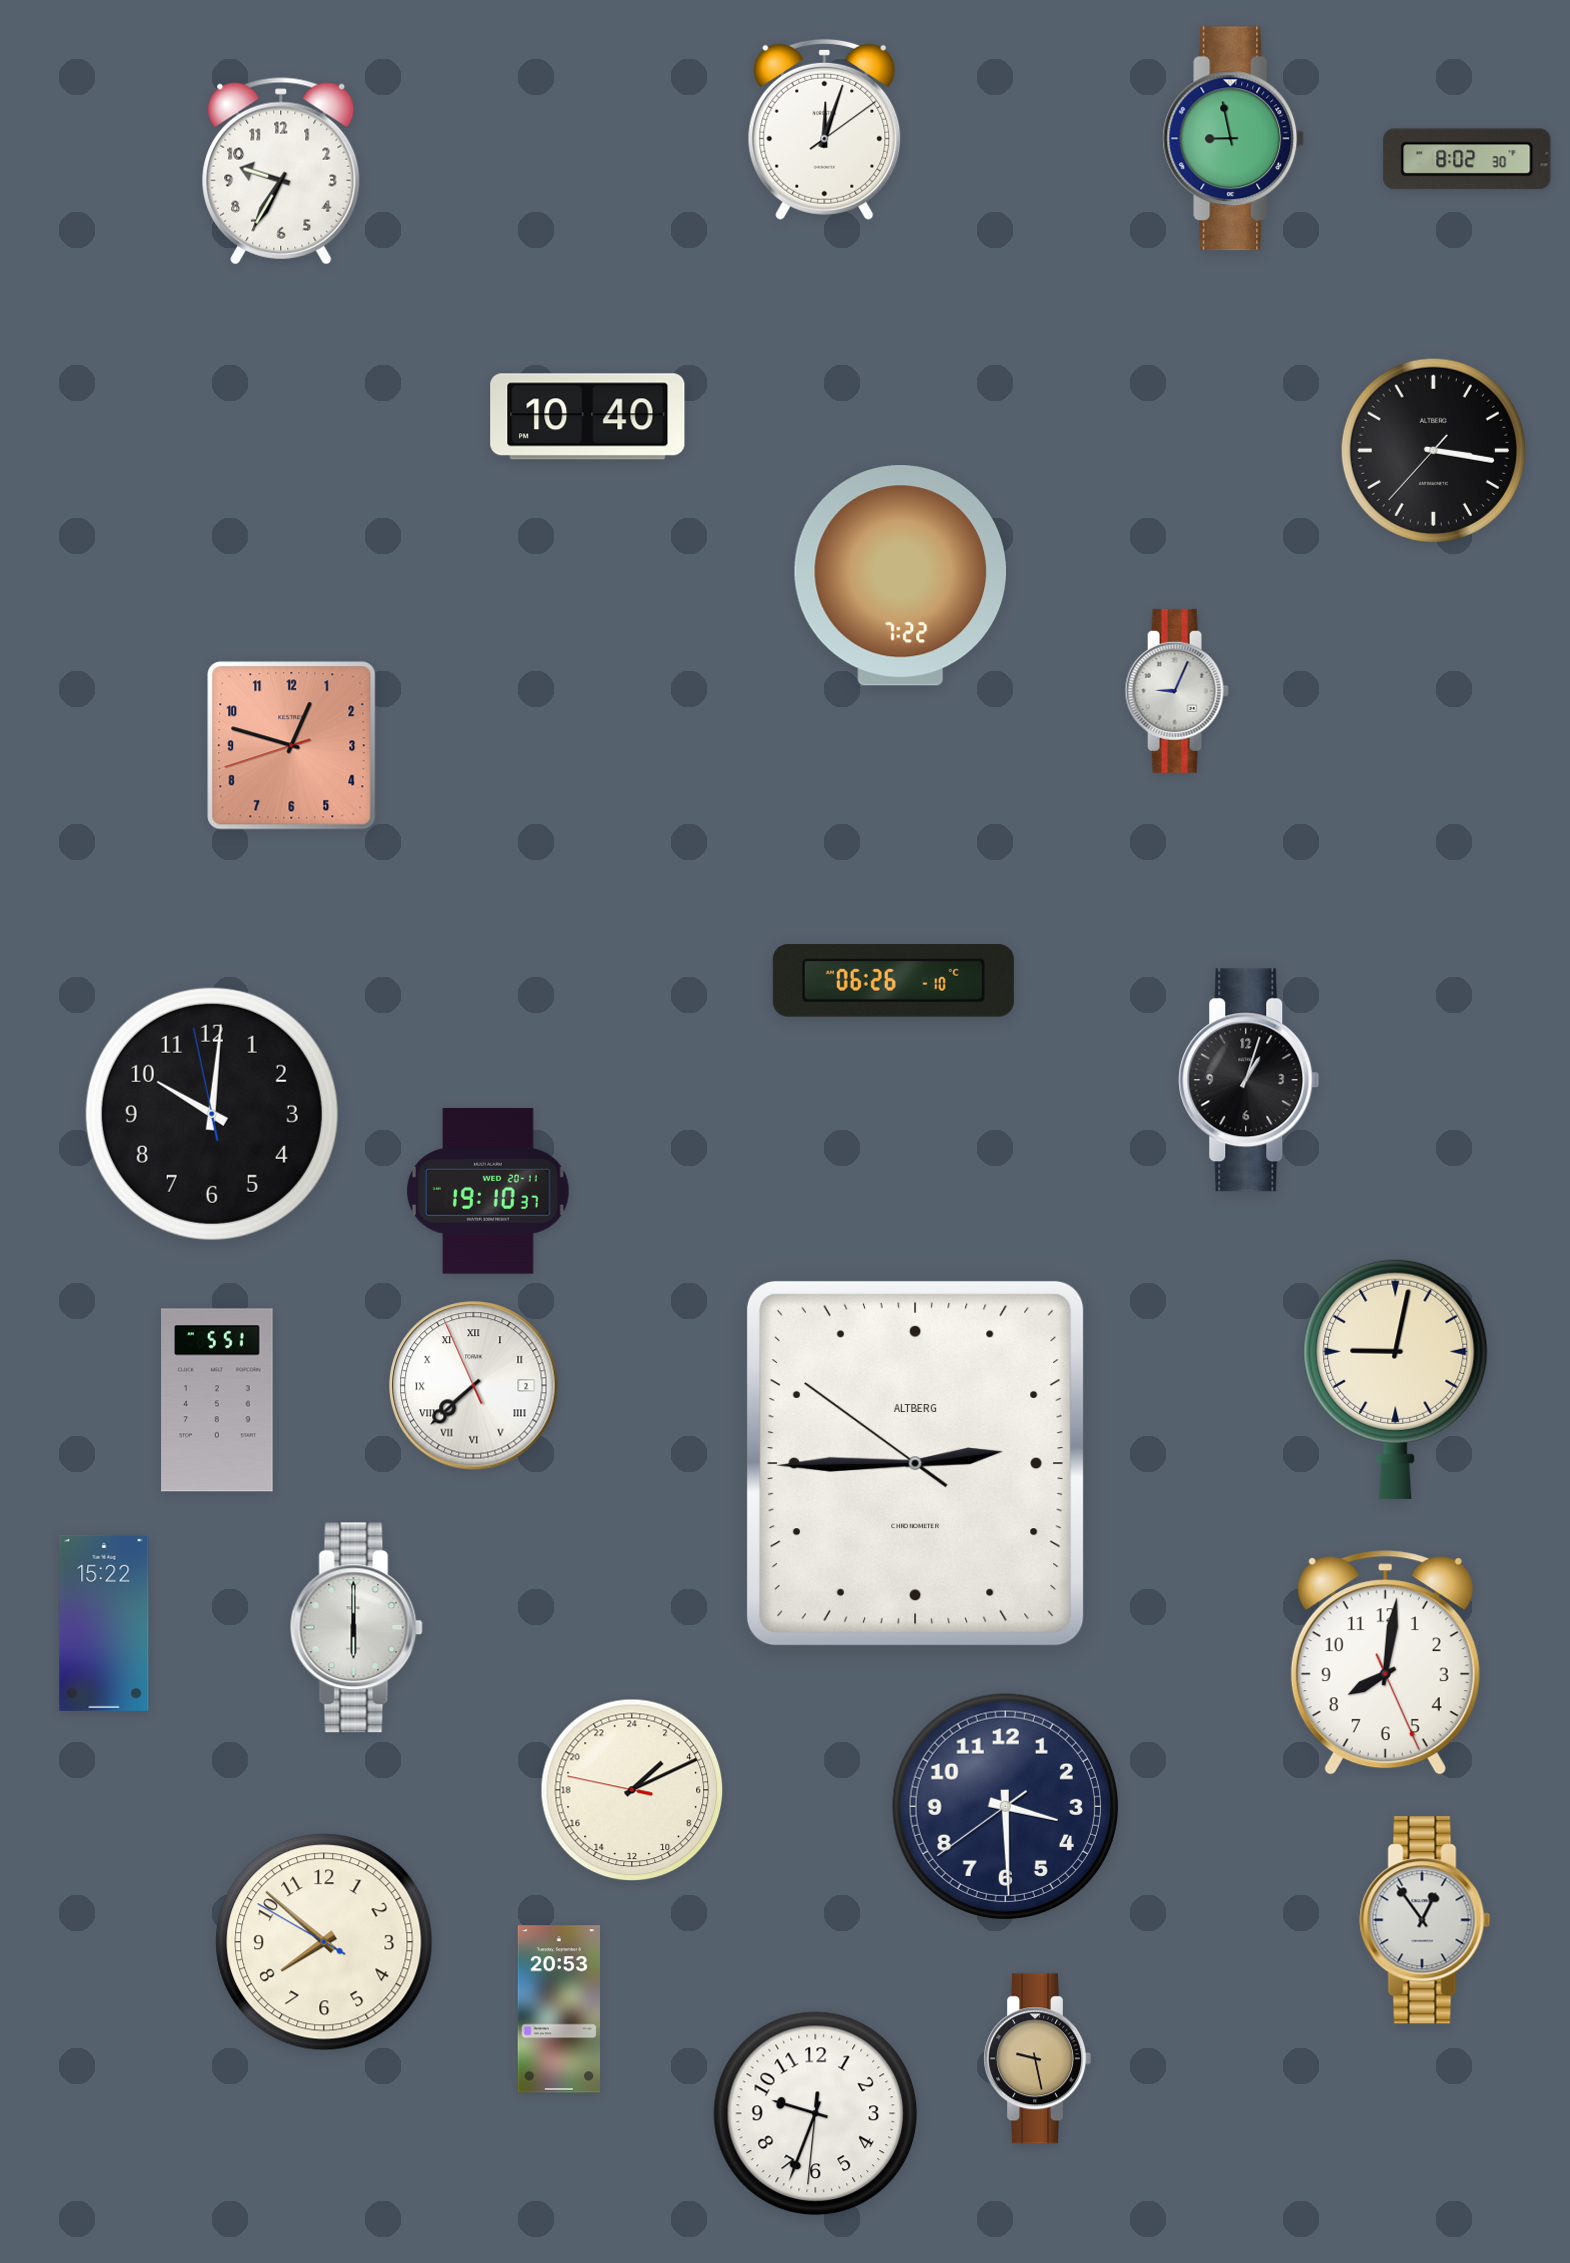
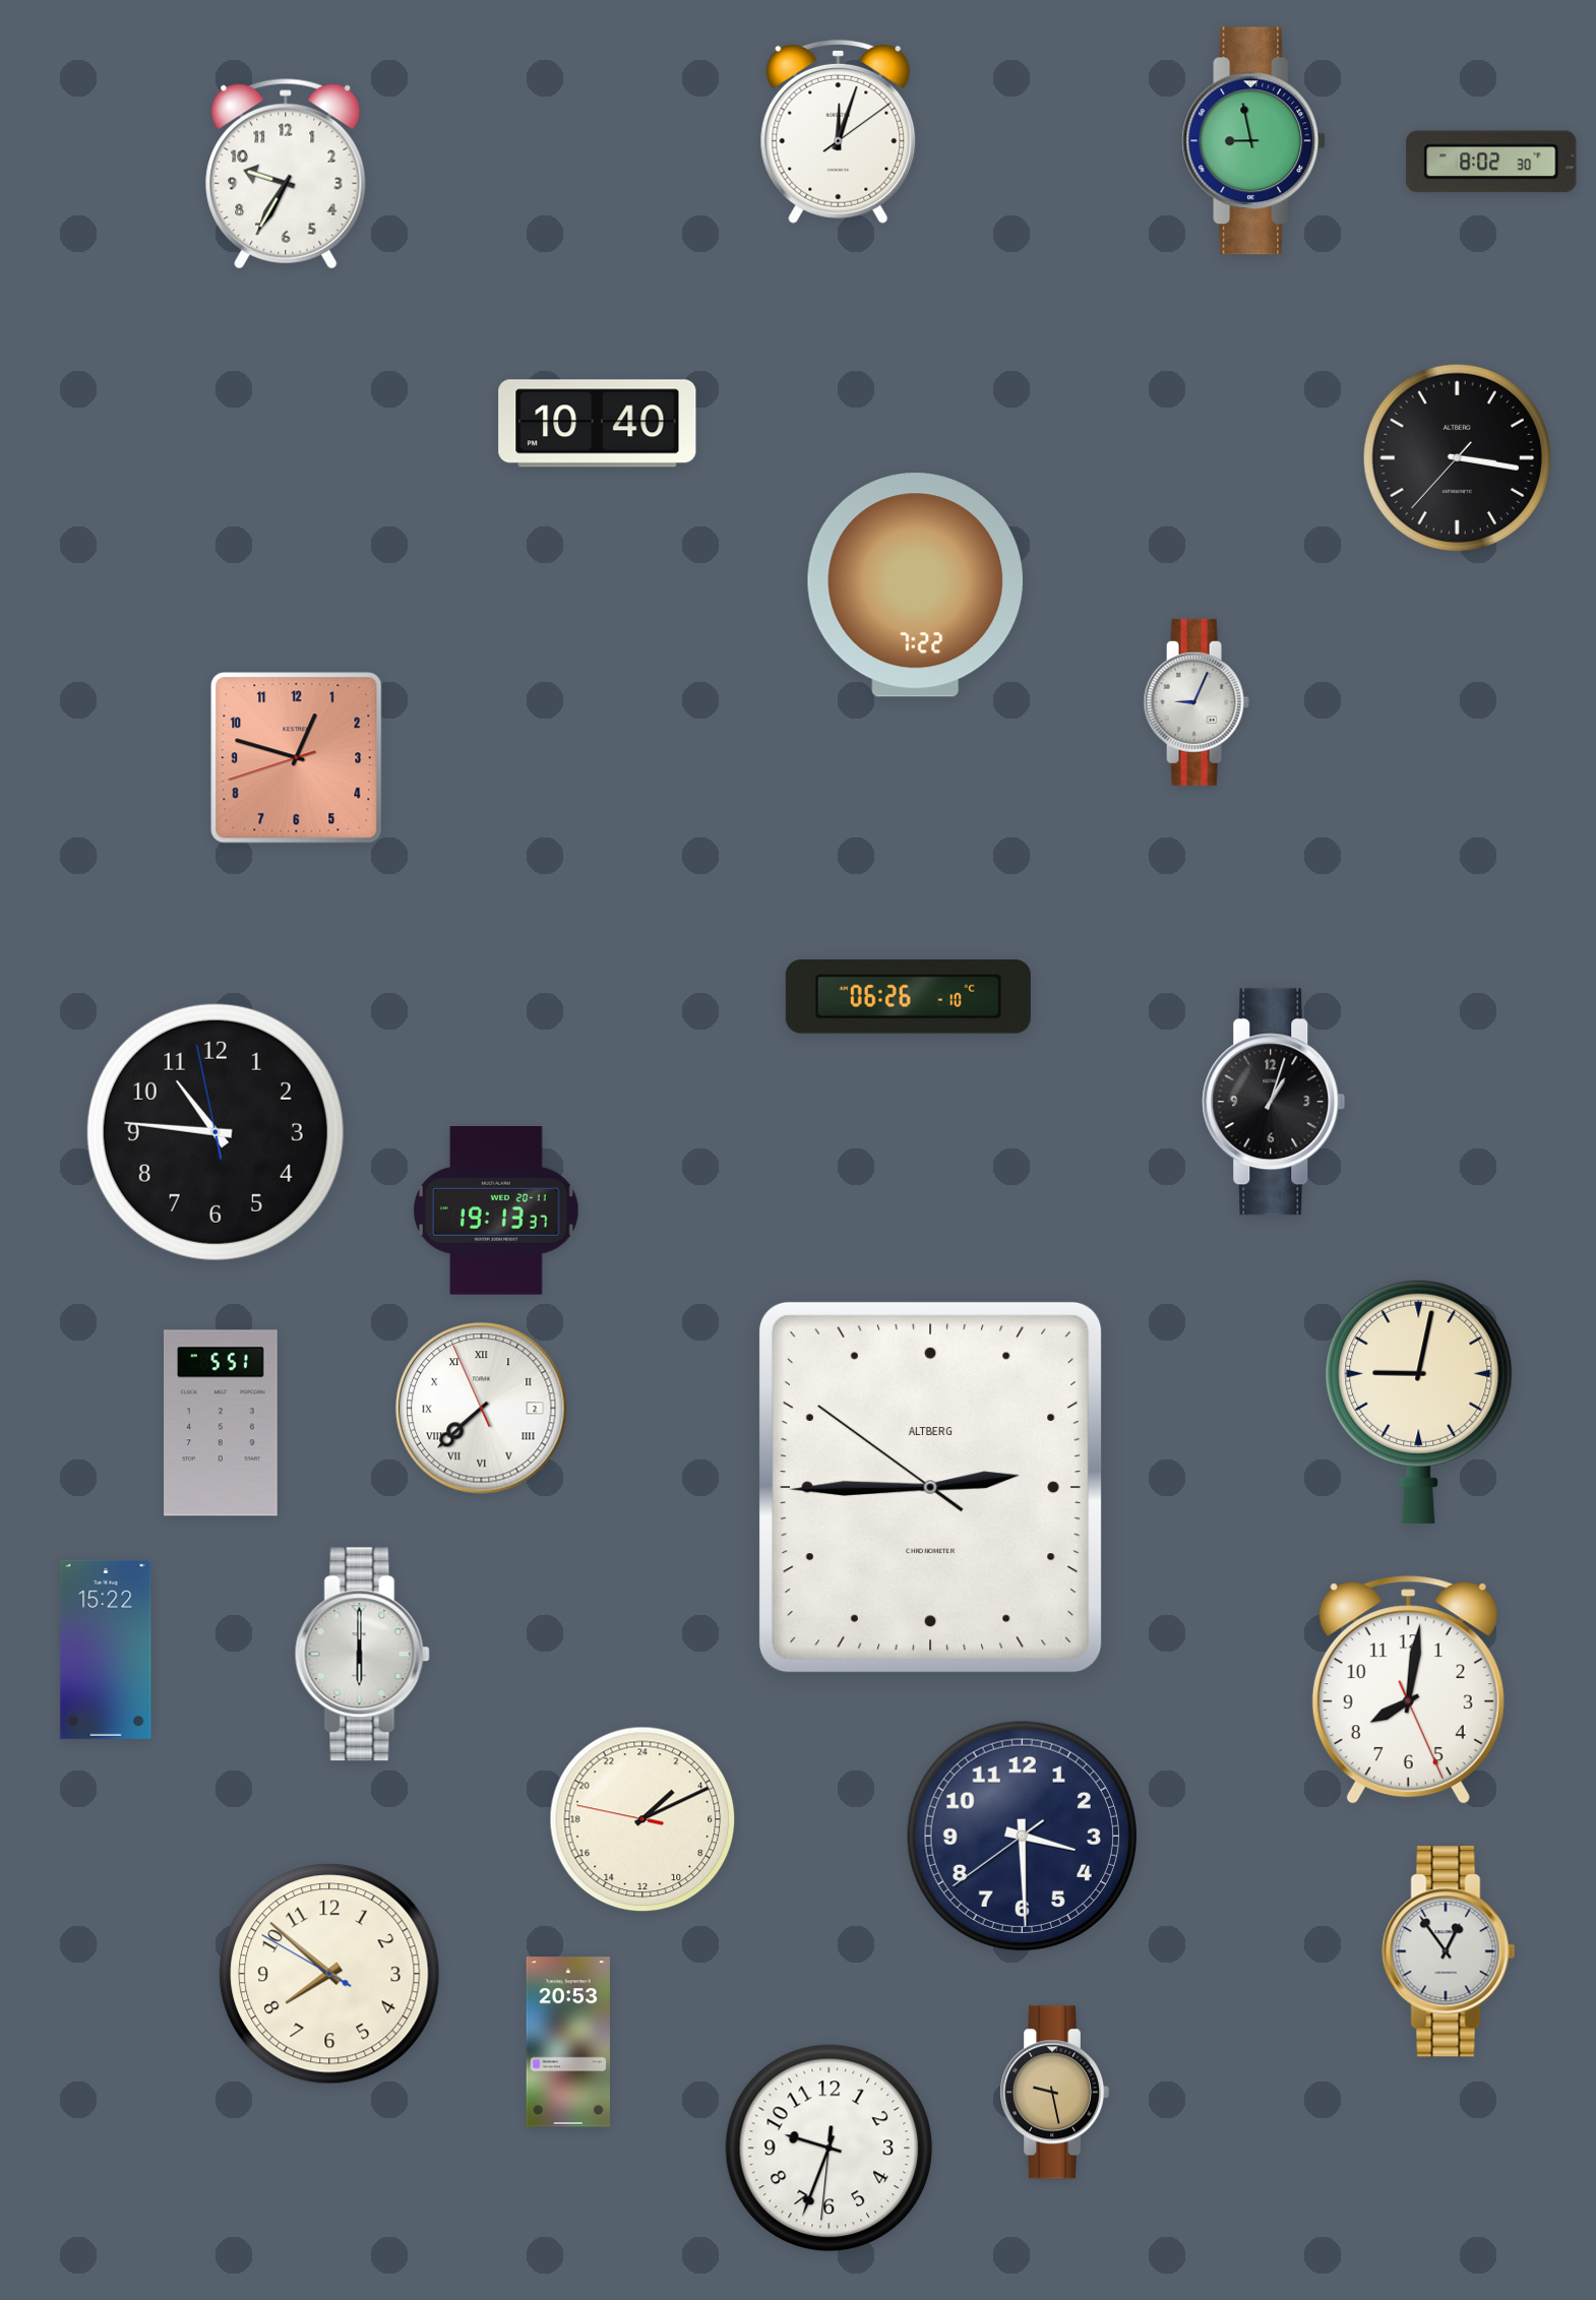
clock at (1249, 1080) position: (1249, 1080) -> (1274, 1102)
clock at (212, 1114): 10:00 -> 10:45
clock at (488, 1192): 19:10 -> 19:13
